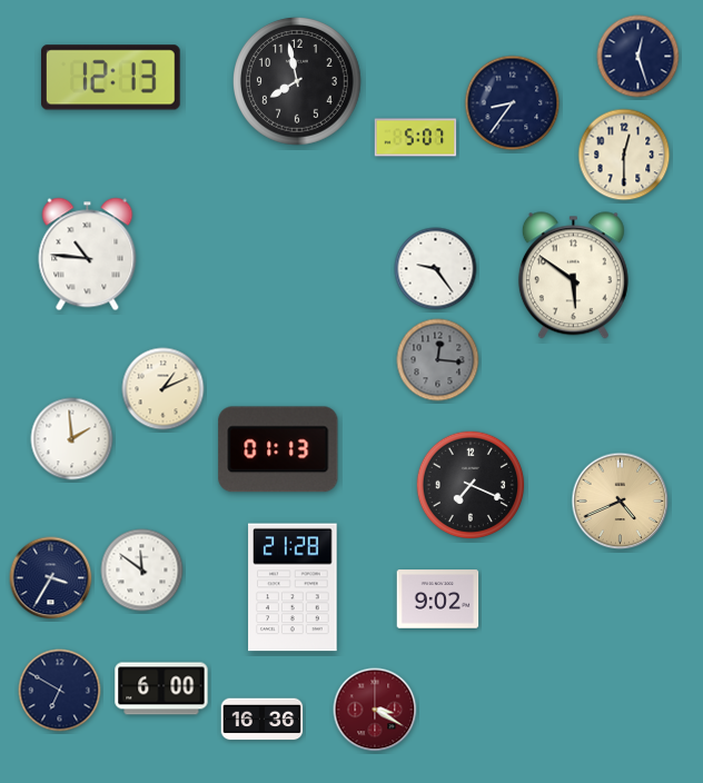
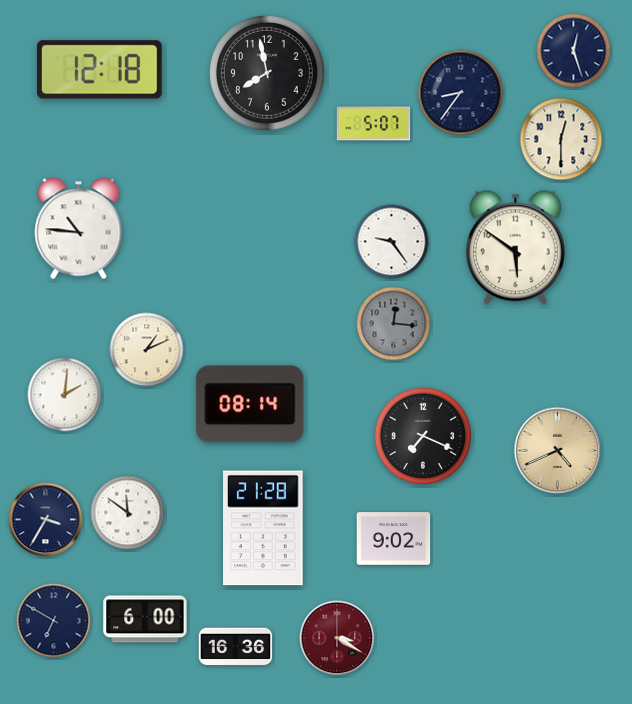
clock at (111, 78): 12:13 -> 12:18
clock at (72, 439): 1:59 -> 2:01
clock at (278, 449): 01:13 -> 08:14
